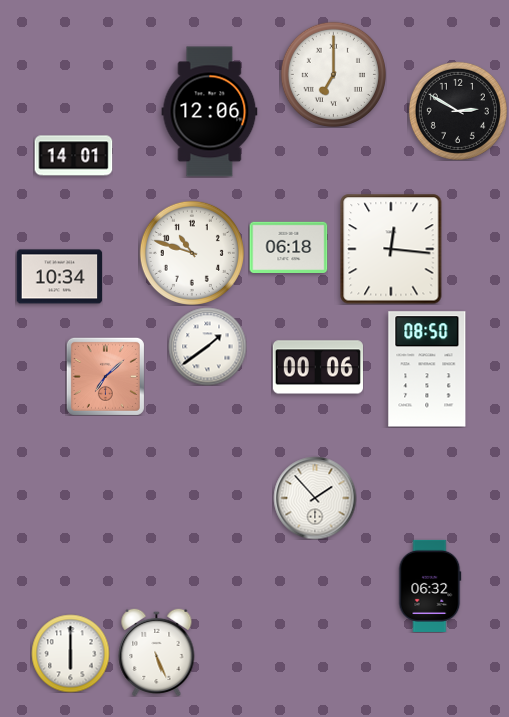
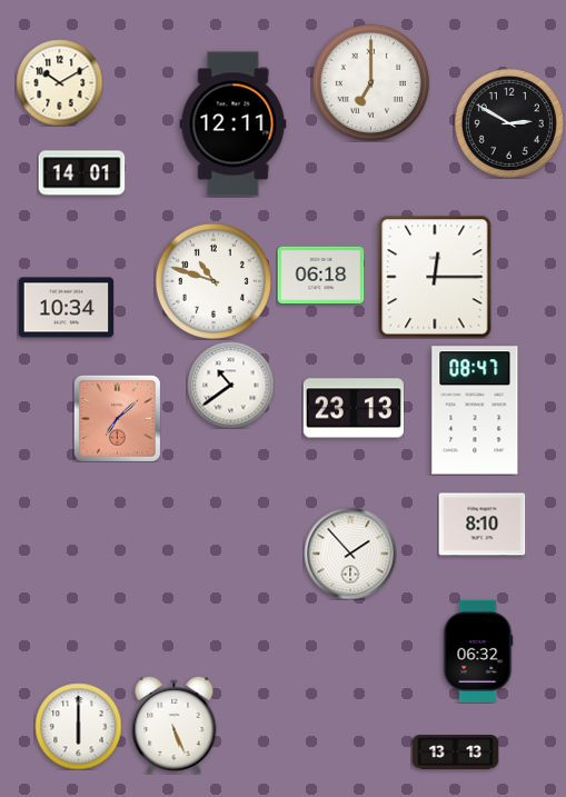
clock at (59, 82): none -> 10:10
clock at (210, 112): 12:06 -> 12:11
clock at (391, 249): 12:16 -> 12:15
clock at (207, 346): 1:39 -> 10:39
clock at (318, 367): 00:06 -> 23:13
clock at (427, 369): 08:50 -> 08:47
clock at (481, 525): none -> 8:10
clock at (455, 753): none -> 13:13
